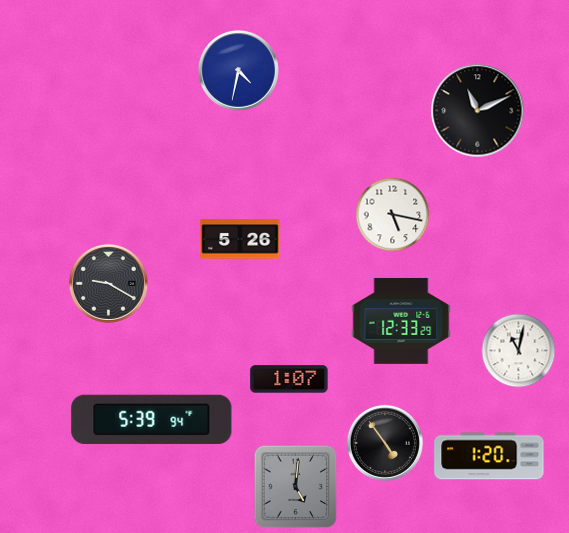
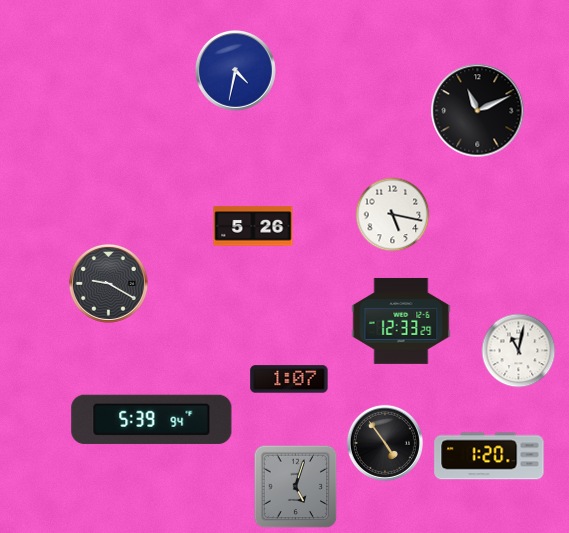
clock at (238, 70) position: (238, 70) -> (235, 70)
clock at (240, 239) position: (240, 239) -> (253, 226)
clock at (296, 487): 5:01 -> 5:03
